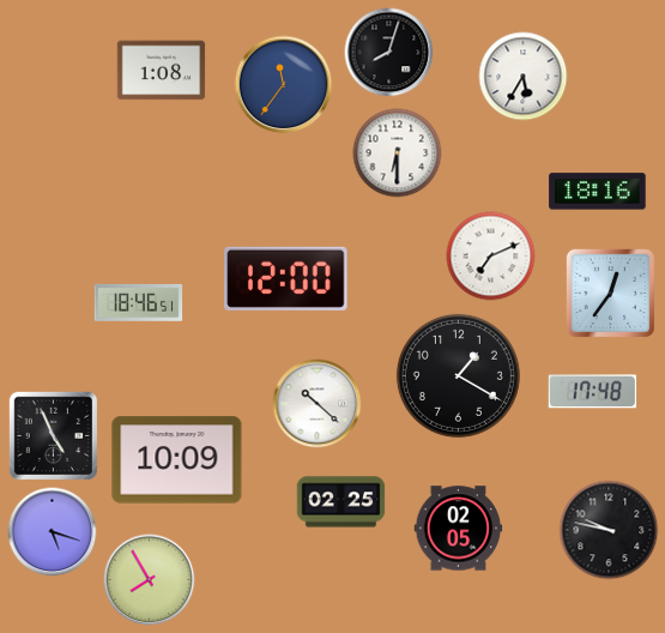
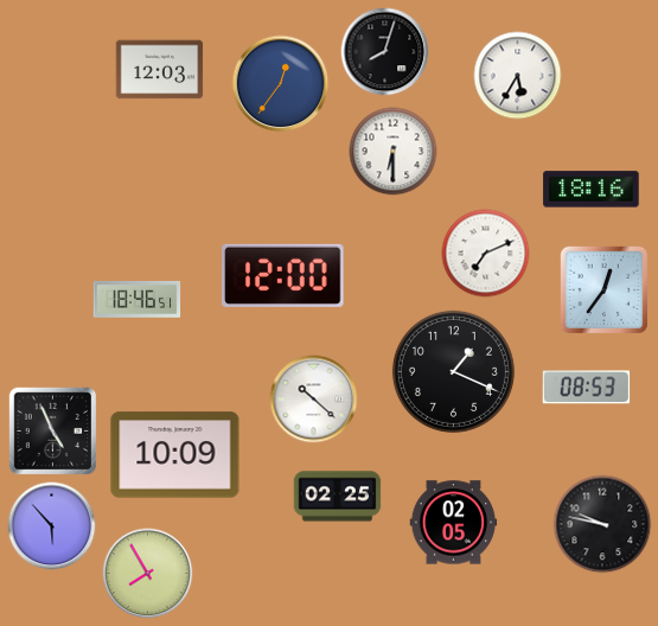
clock at (162, 71): 1:08 -> 12:03
clock at (284, 85): 11:36 -> 12:36
clock at (458, 375): 1:20 -> 1:19
clock at (593, 392): 17:48 -> 08:53
clock at (53, 532): 5:18 -> 5:53
